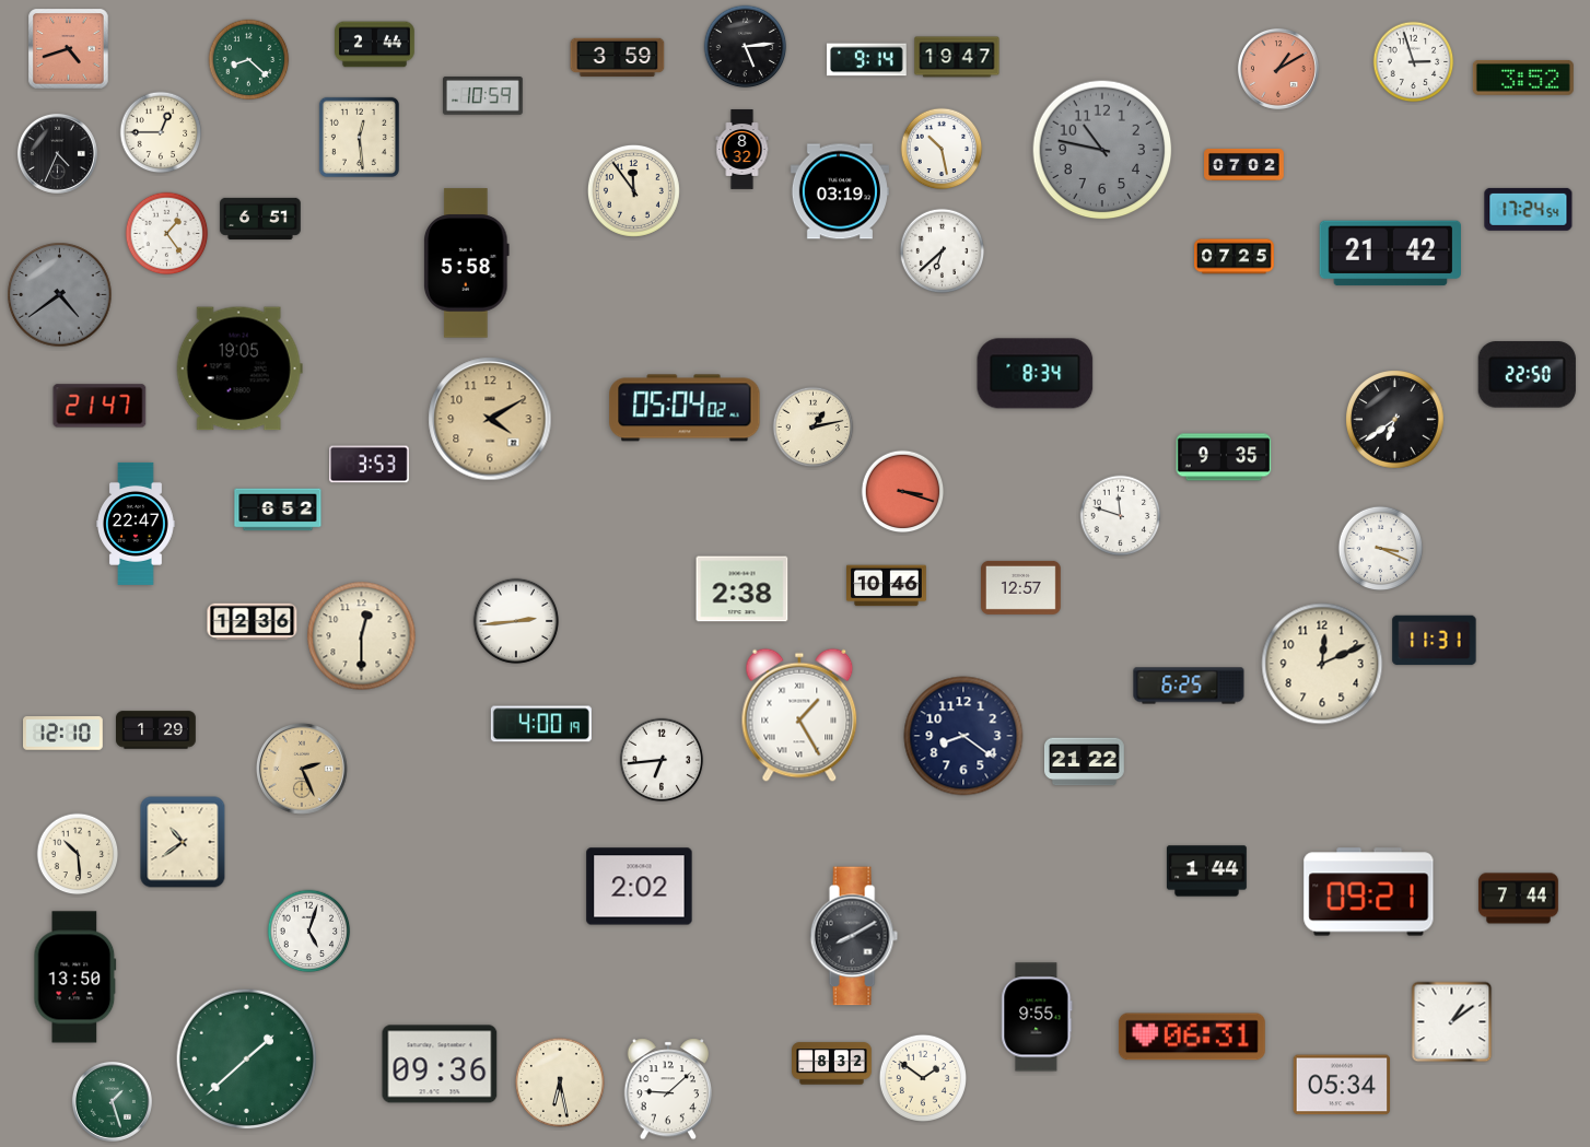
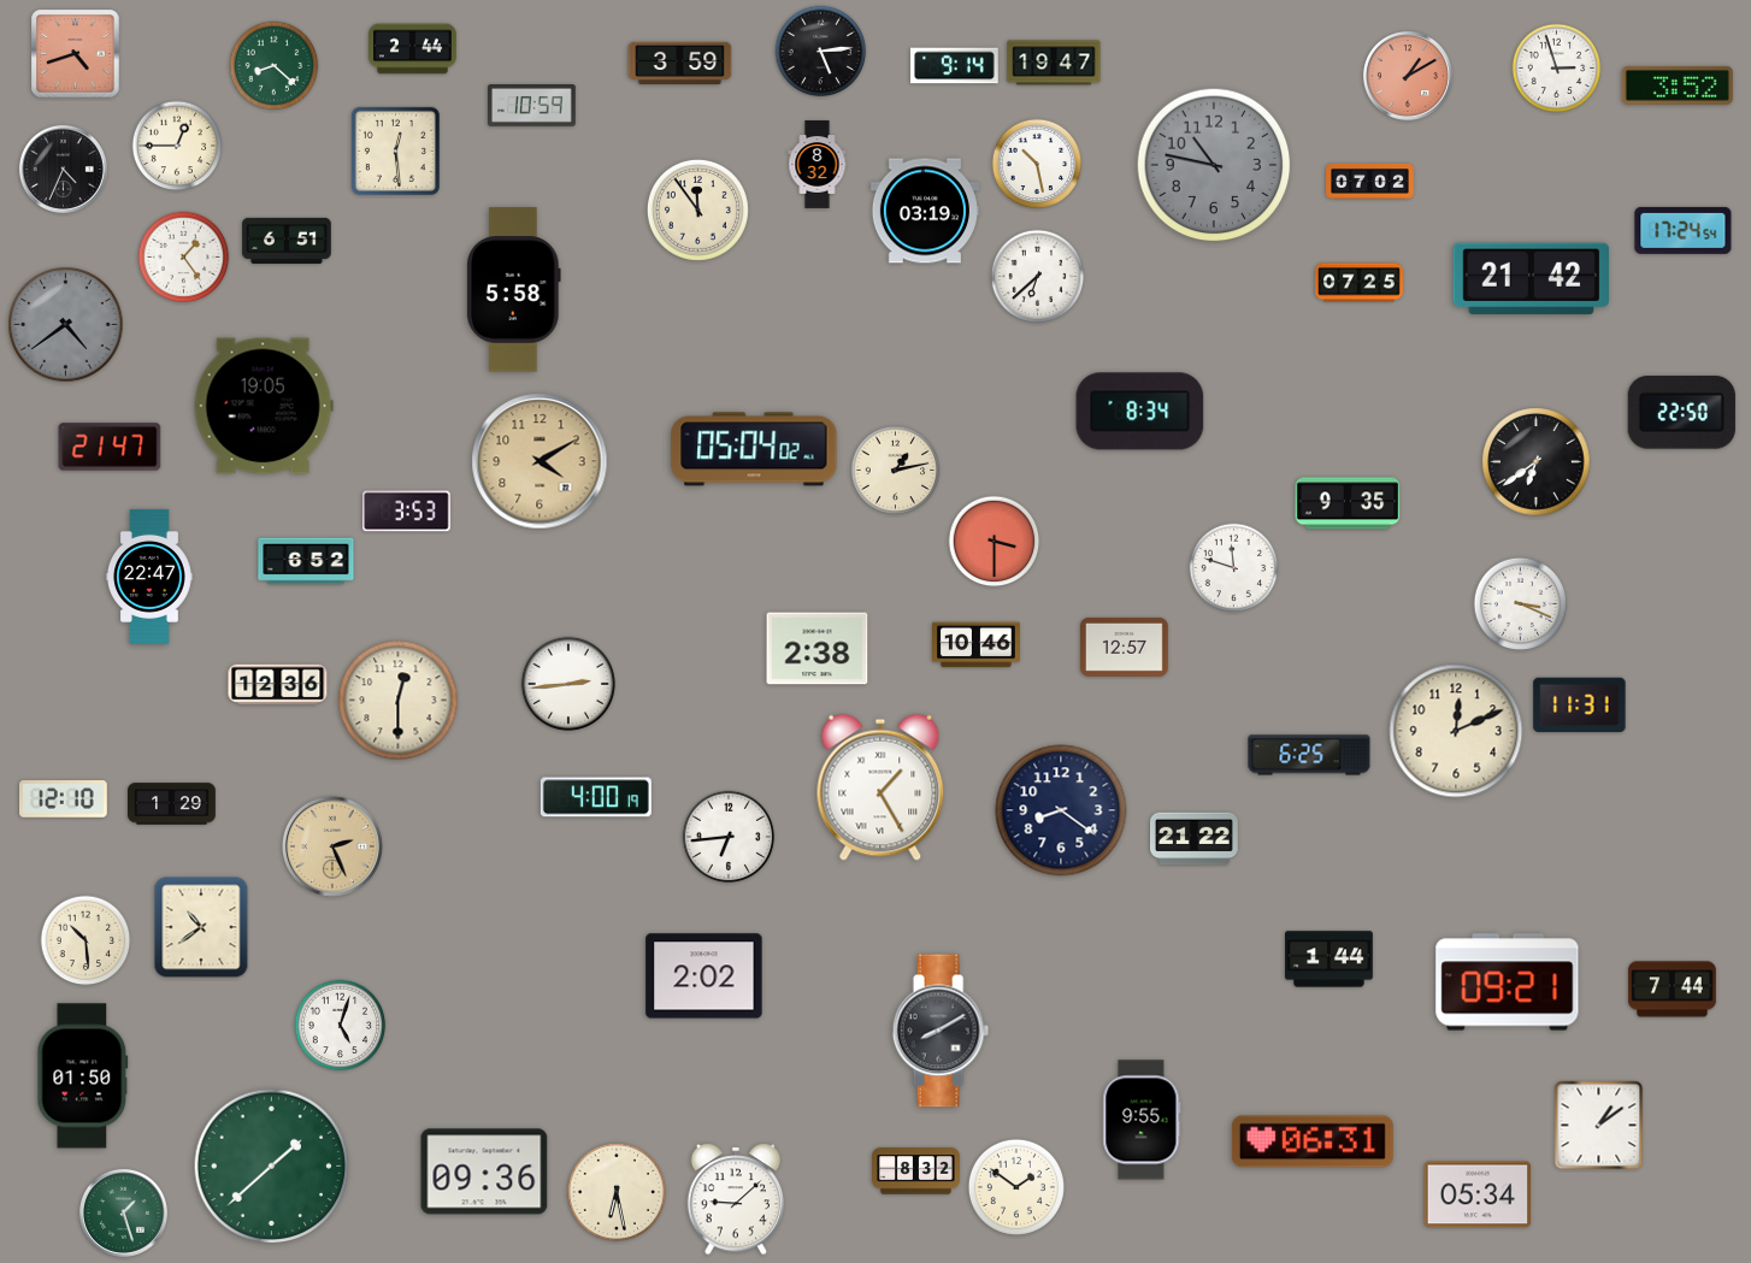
clock at (903, 492): 3:18 -> 3:30
clock at (63, 734) position: (63, 734) -> (64, 799)
clock at (75, 978): 13:50 -> 01:50
